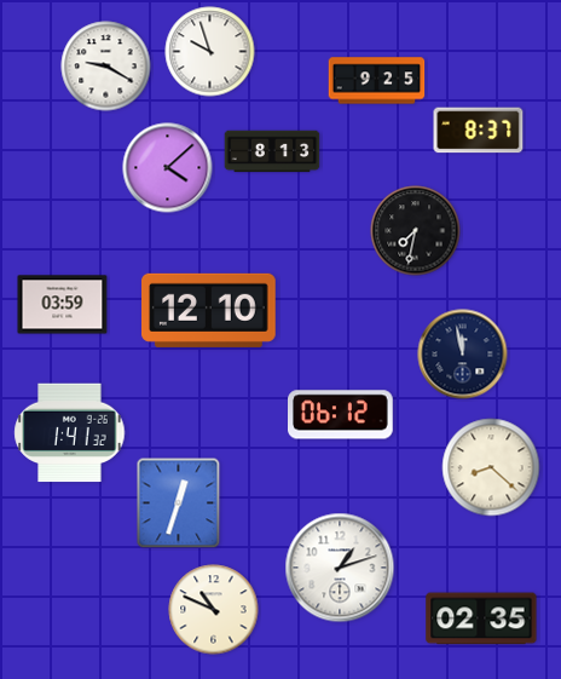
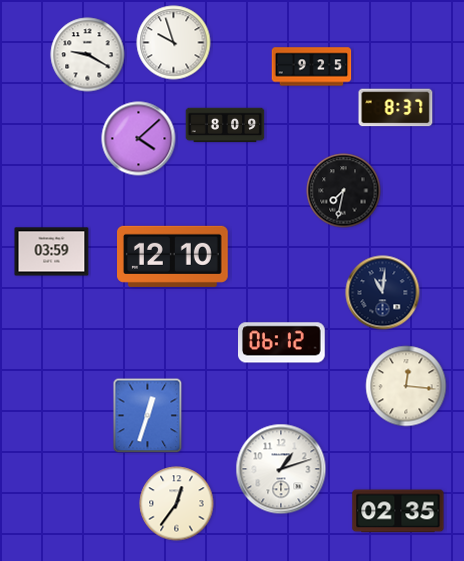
clock at (272, 151): 8:13 -> 8:09
clock at (463, 355): 11:58 -> 11:01
clock at (70, 433): 1:41 -> none
clock at (491, 467): 8:22 -> 12:16
clock at (214, 610): 10:49 -> 12:36
